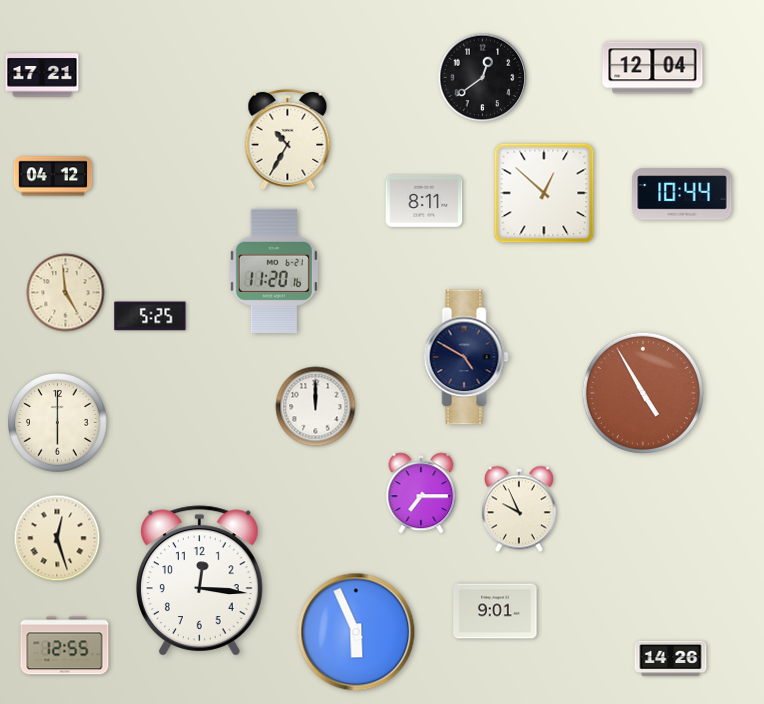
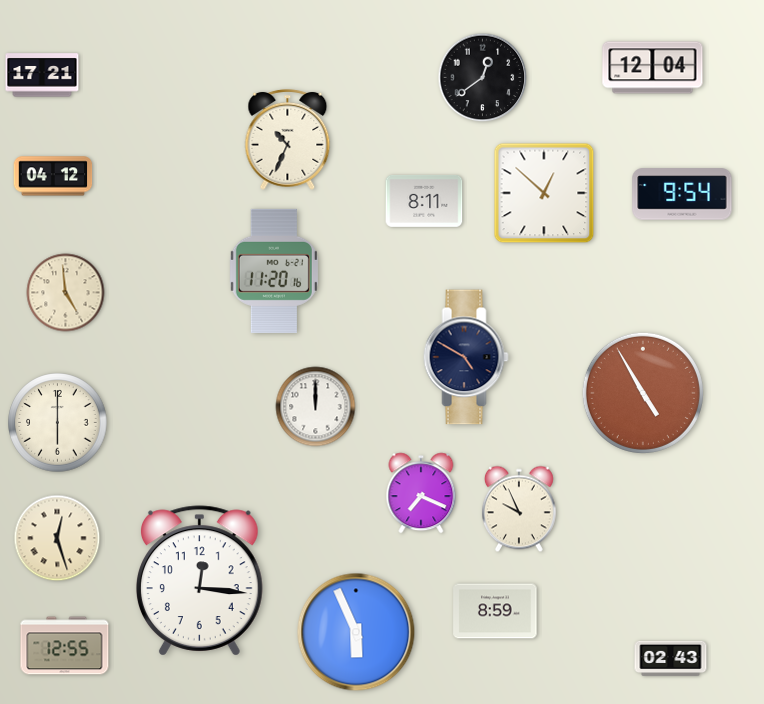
clock at (288, 139): 10:35 -> 10:34
clock at (682, 194): 10:44 -> 9:54
clock at (150, 316): 5:25 -> none
clock at (421, 493): 7:15 -> 7:19
clock at (495, 611): 9:01 -> 8:59
clock at (671, 659): 14:26 -> 02:43
